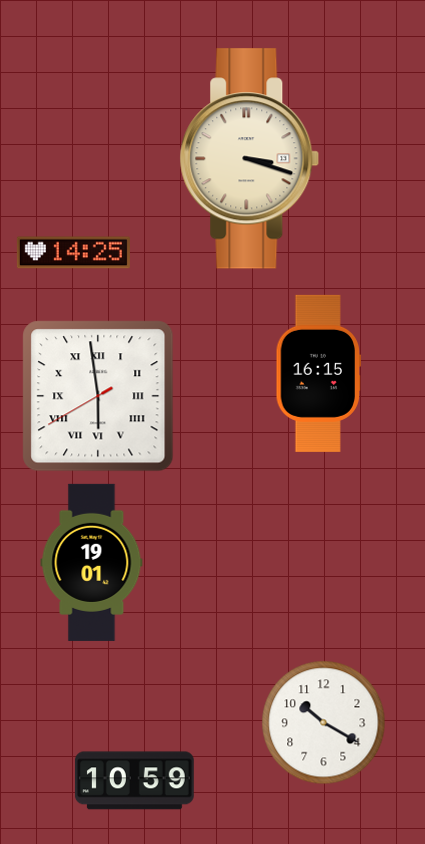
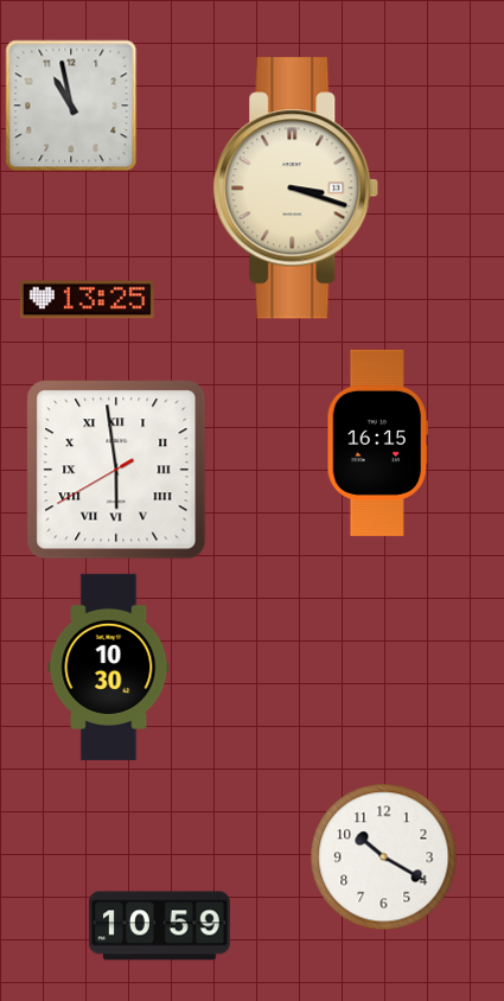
clock at (71, 106): none -> 10:58
clock at (73, 253): 14:25 -> 13:25
clock at (92, 562): 19:01 -> 10:30
